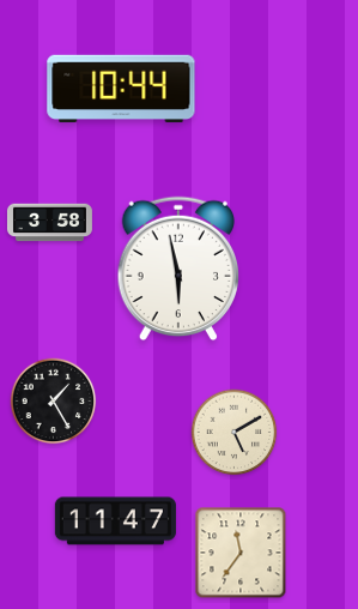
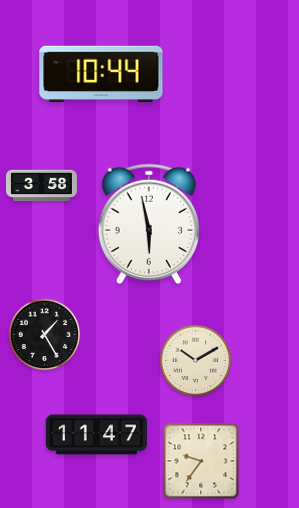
clock at (235, 433): 5:10 -> 10:10
clock at (241, 553): 11:36 -> 9:36
